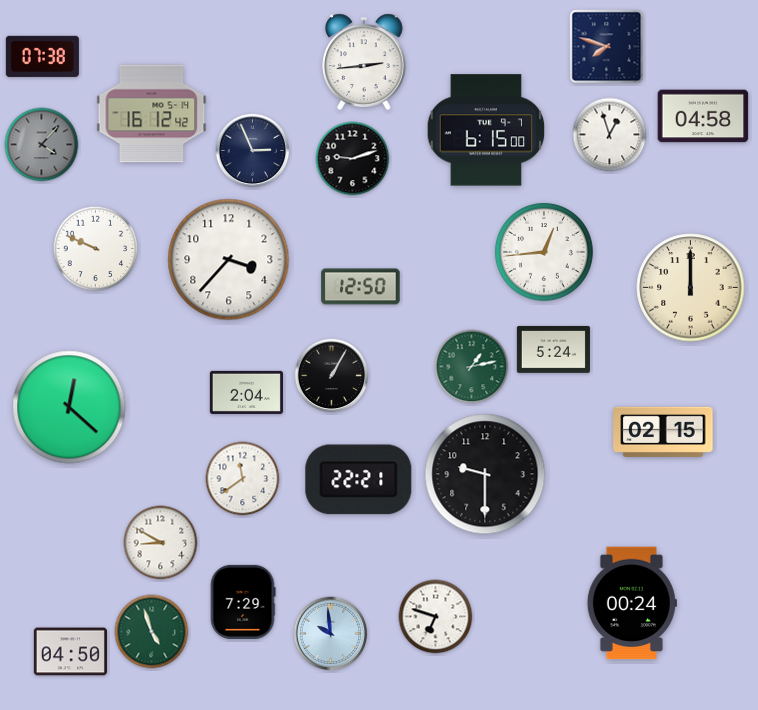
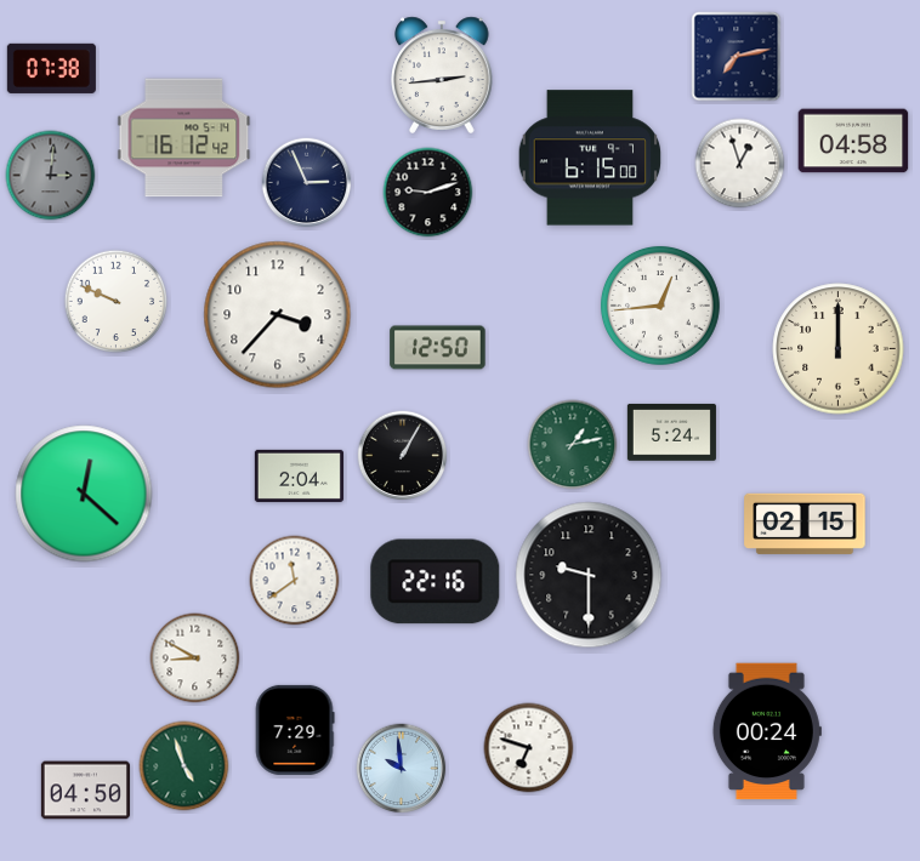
clock at (607, 47): 7:48 -> 7:13
clock at (42, 145): 4:07 -> 3:01
clock at (553, 350) position: (553, 350) -> (671, 433)
clock at (359, 480): 22:21 -> 22:16
